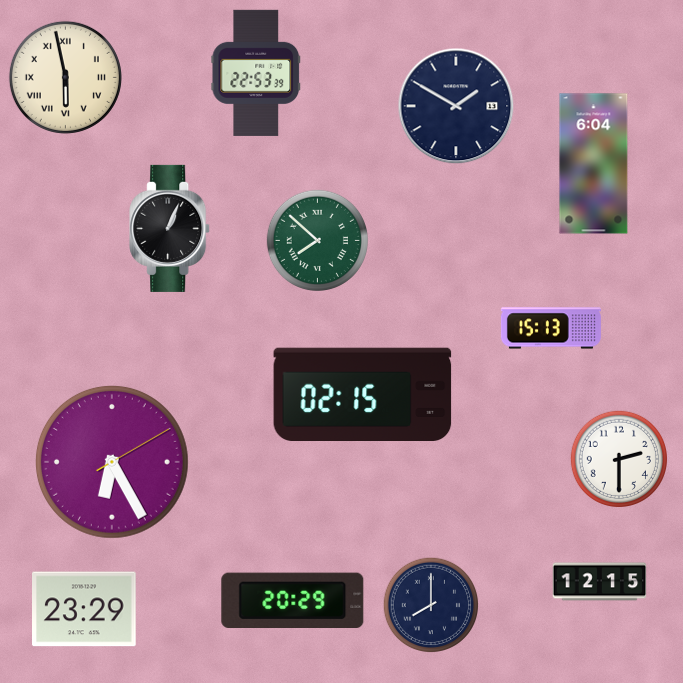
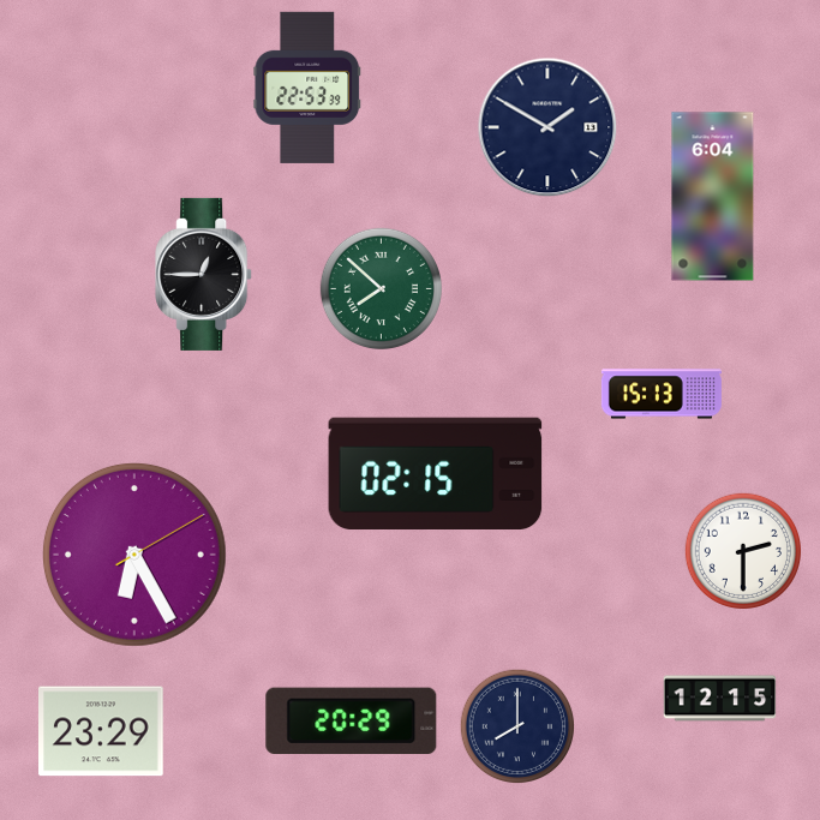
clock at (65, 77): 5:58 -> none
clock at (170, 228): 1:04 -> 12:45
